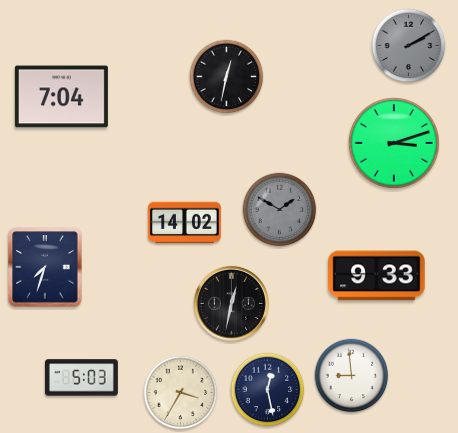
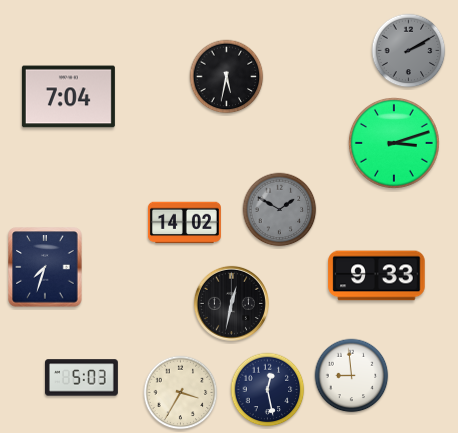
clock at (409, 46) position: (409, 46) -> (409, 51)
clock at (227, 77): 12:32 -> 5:32
clock at (61, 97) position: (61, 97) -> (68, 97)
